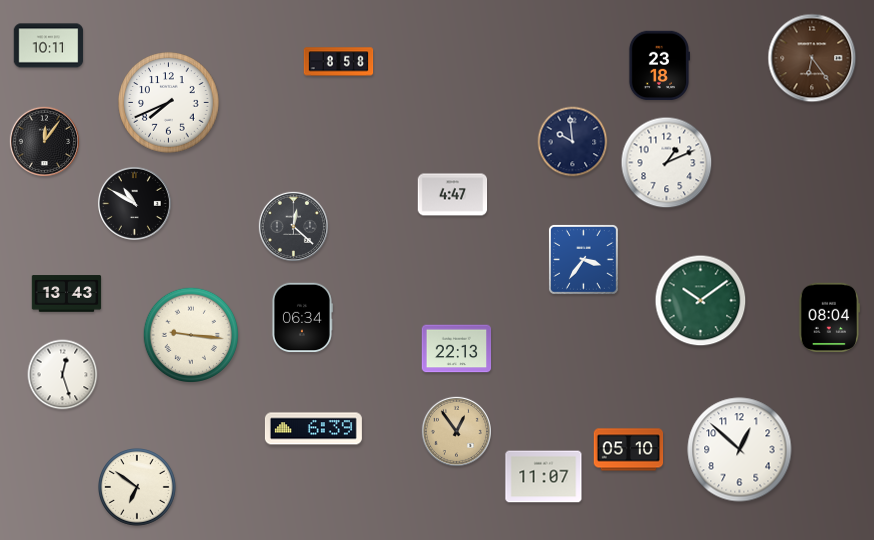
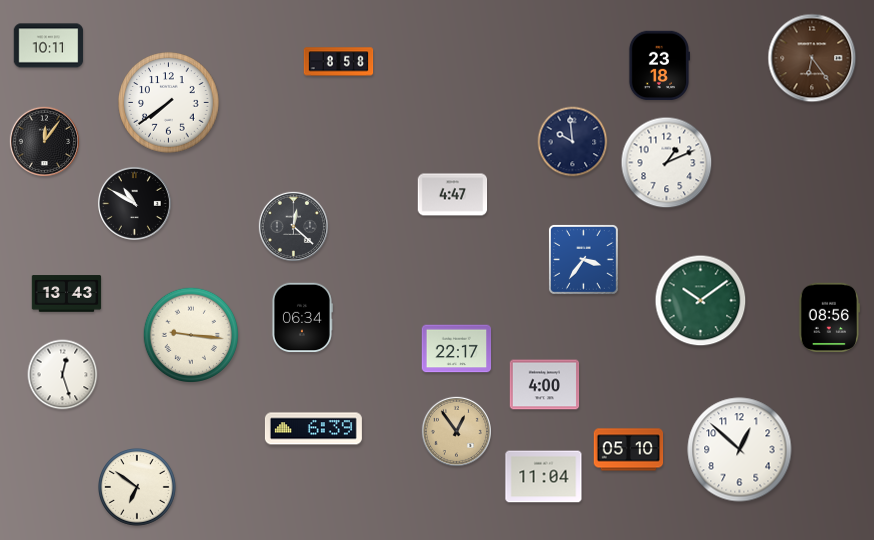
clock at (169, 103): 7:41 -> 7:39
clock at (830, 318): 08:04 -> 08:56
clock at (457, 349): 22:13 -> 22:17
clock at (545, 385): none -> 4:00
clock at (544, 477): 11:07 -> 11:04
